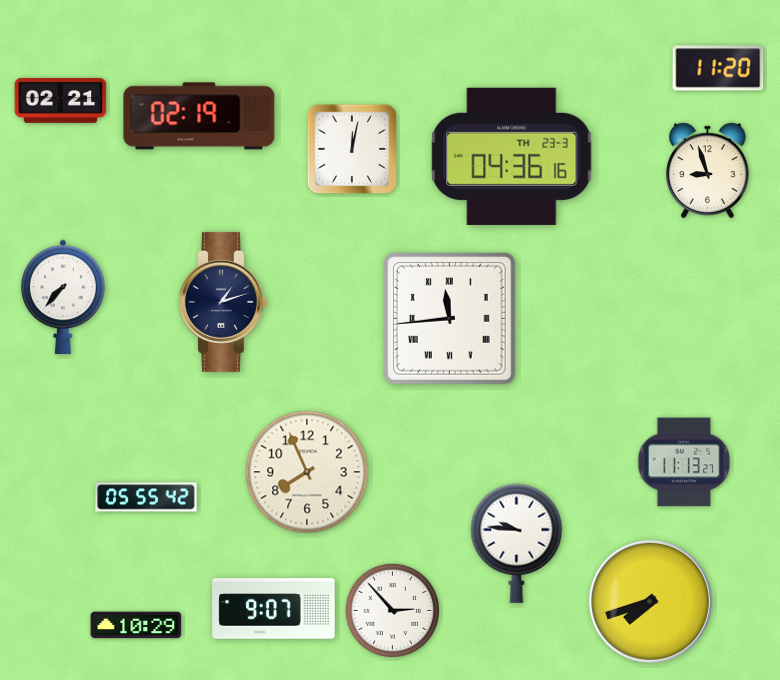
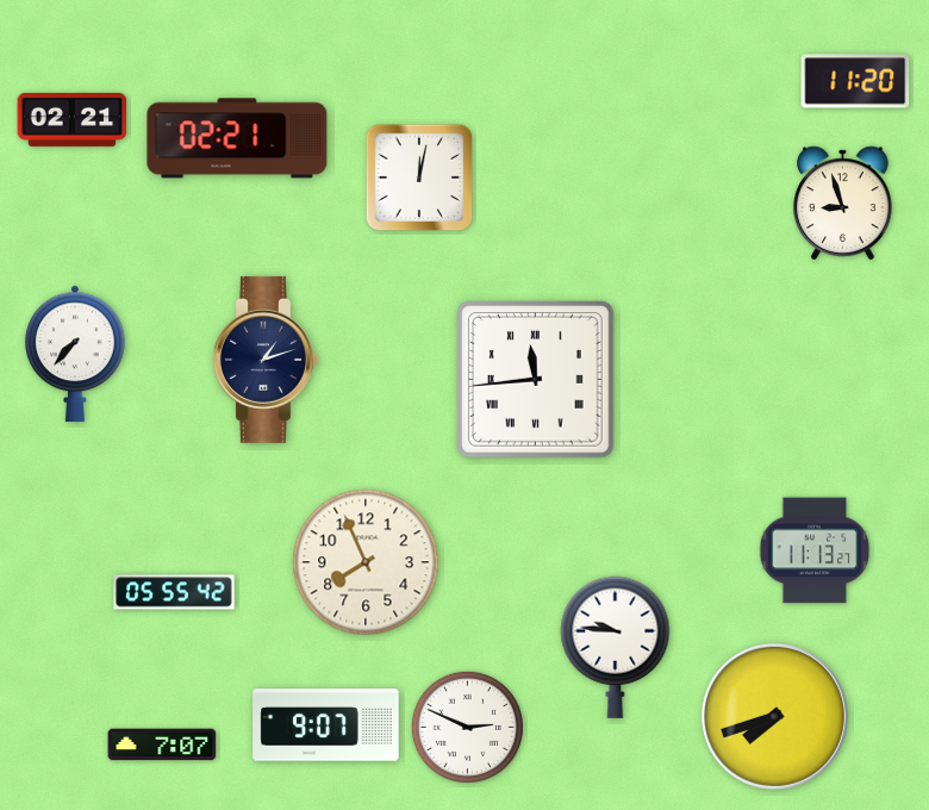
clock at (199, 116): 02:19 -> 02:21
clock at (512, 156): 04:36 -> none
clock at (392, 610): 2:53 -> 2:49
clock at (136, 625): 10:29 -> 7:07
